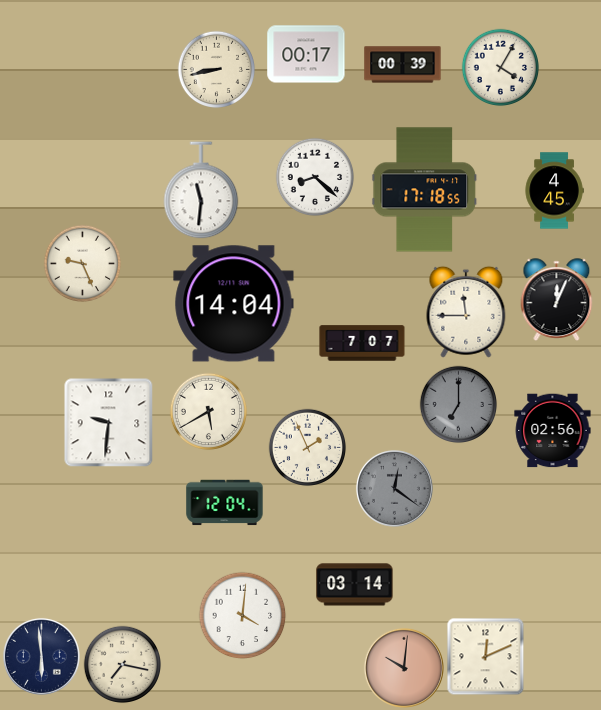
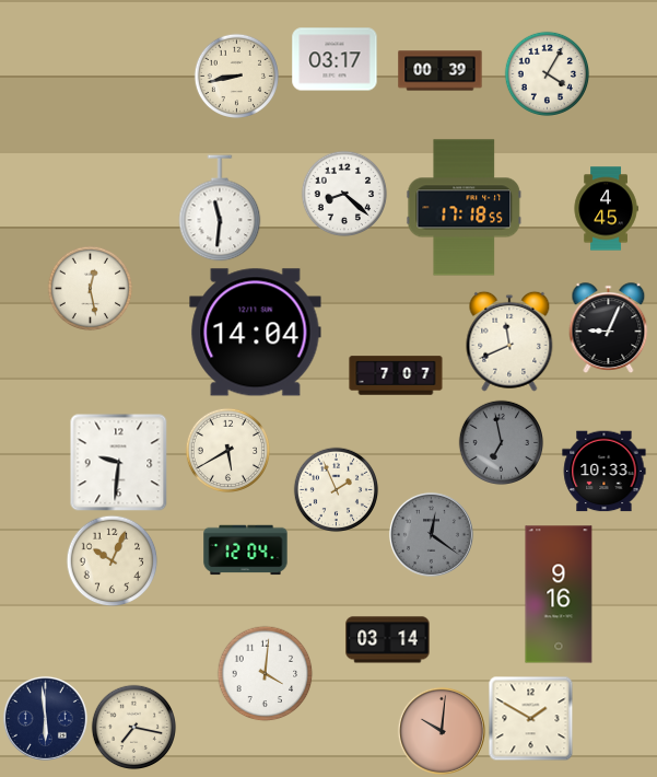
clock at (306, 54): 00:17 -> 03:17
clock at (82, 263): 9:26 -> 12:28
clock at (557, 300): 12:04 -> 9:04
clock at (466, 312): 11:45 -> 11:41
clock at (458, 404): 7:00 -> 6:58
clock at (553, 431): 02:56 -> 10:33
clock at (112, 560): none -> 10:04
clock at (559, 594): none -> 9:16
clock at (485, 656): 12:11 -> 1:50
